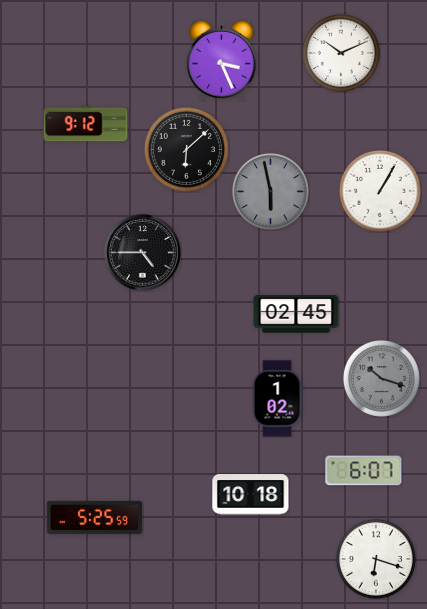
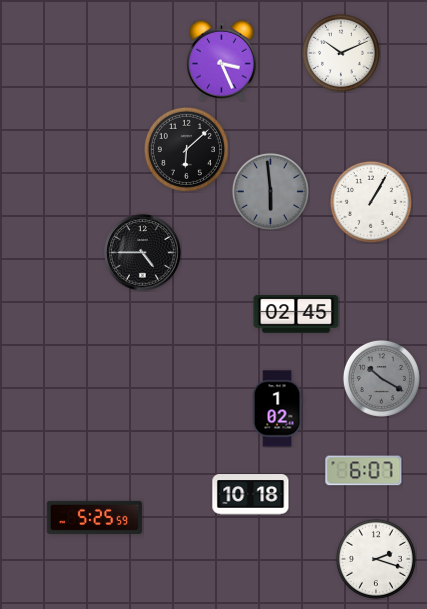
clock at (86, 124): 9:12 -> none
clock at (270, 191): 5:58 -> 5:59
clock at (380, 191) position: (380, 191) -> (371, 202)
clock at (381, 378): 10:18 -> 10:20
clock at (277, 399) position: (277, 399) -> (277, 409)
clock at (376, 559): 6:18 -> 2:18
